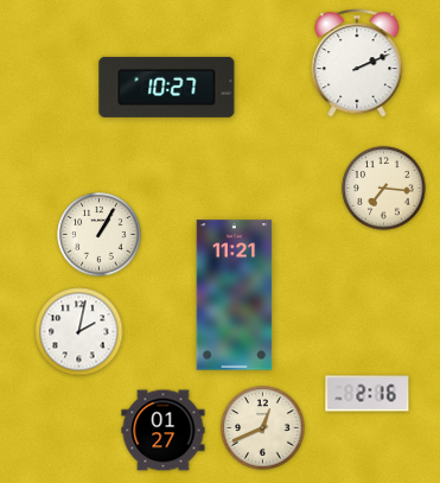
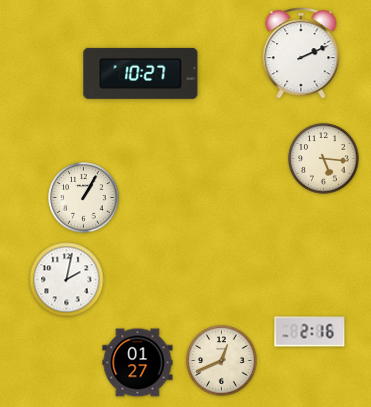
clock at (384, 189): 7:16 -> 5:16
clock at (235, 295): 11:21 -> none
